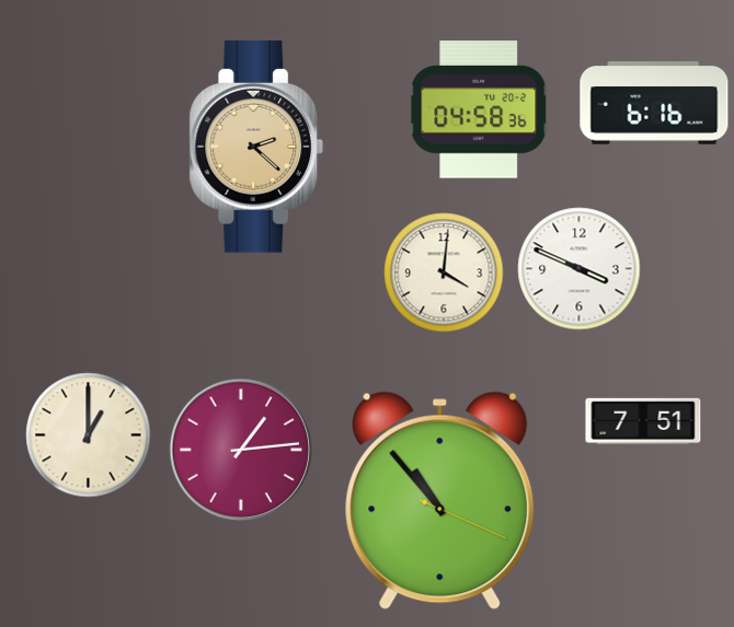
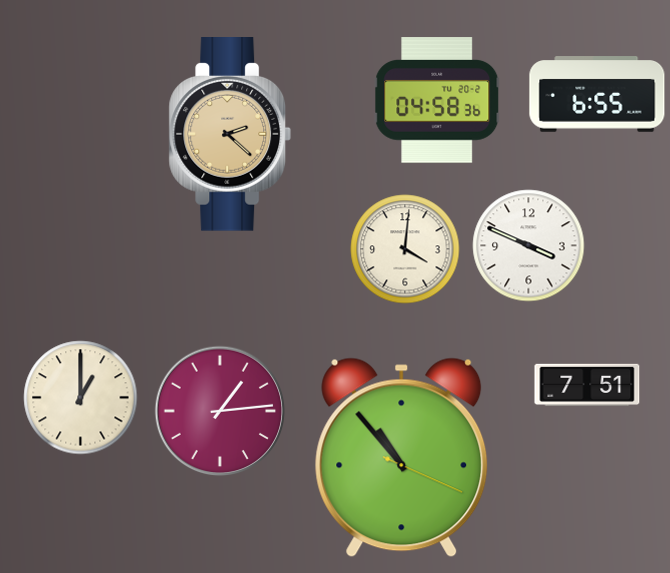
clock at (654, 103): 6:16 -> 6:55
clock at (256, 148) position: (256, 148) -> (230, 135)
